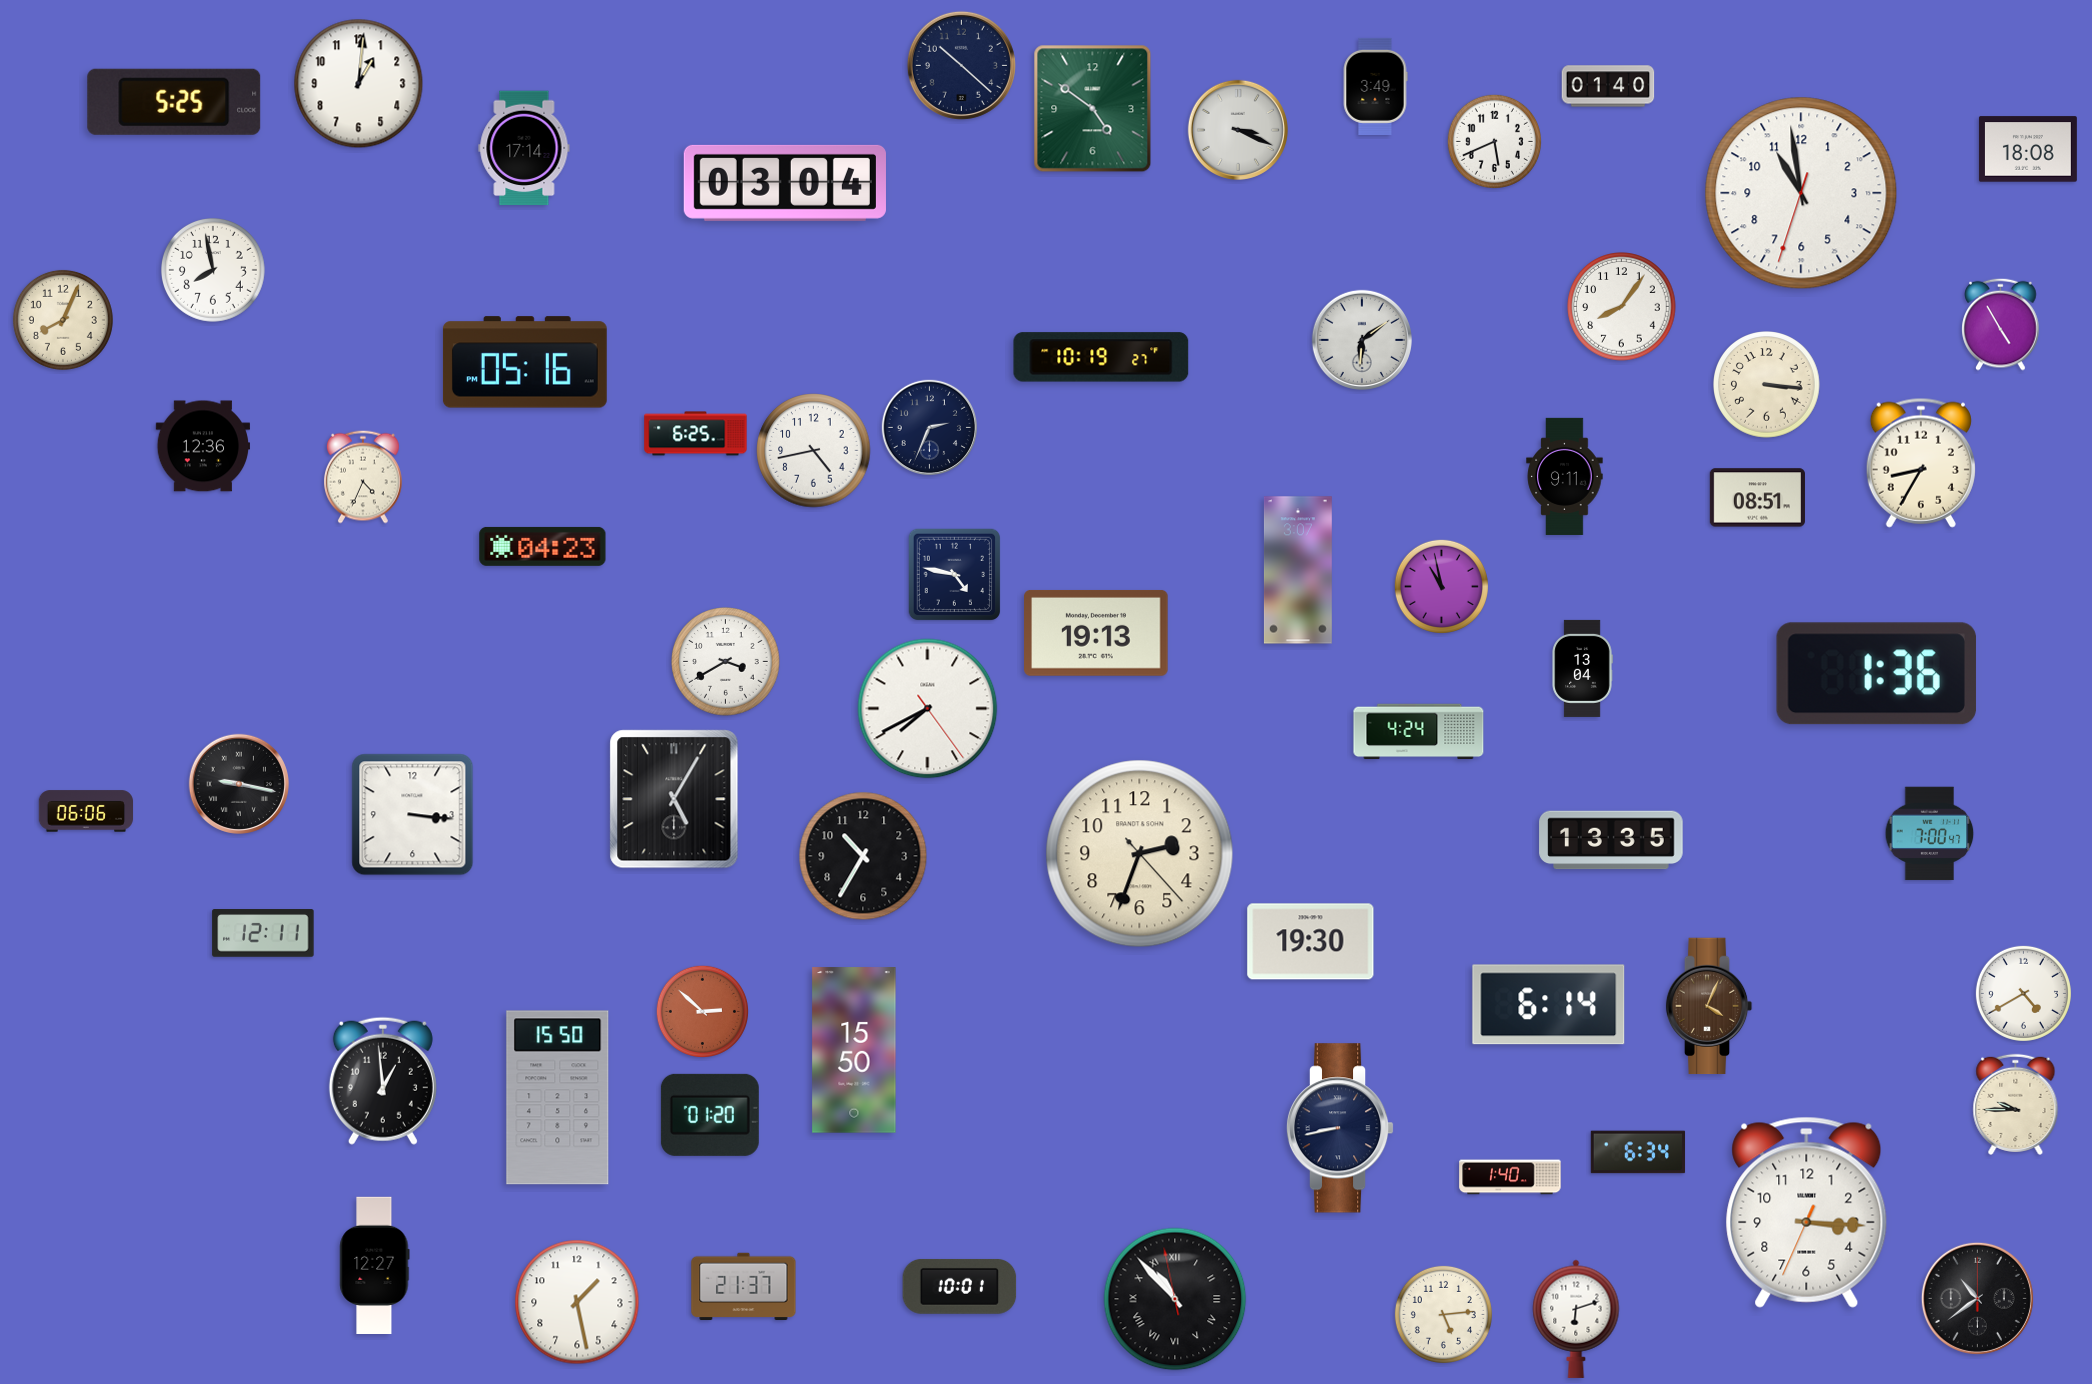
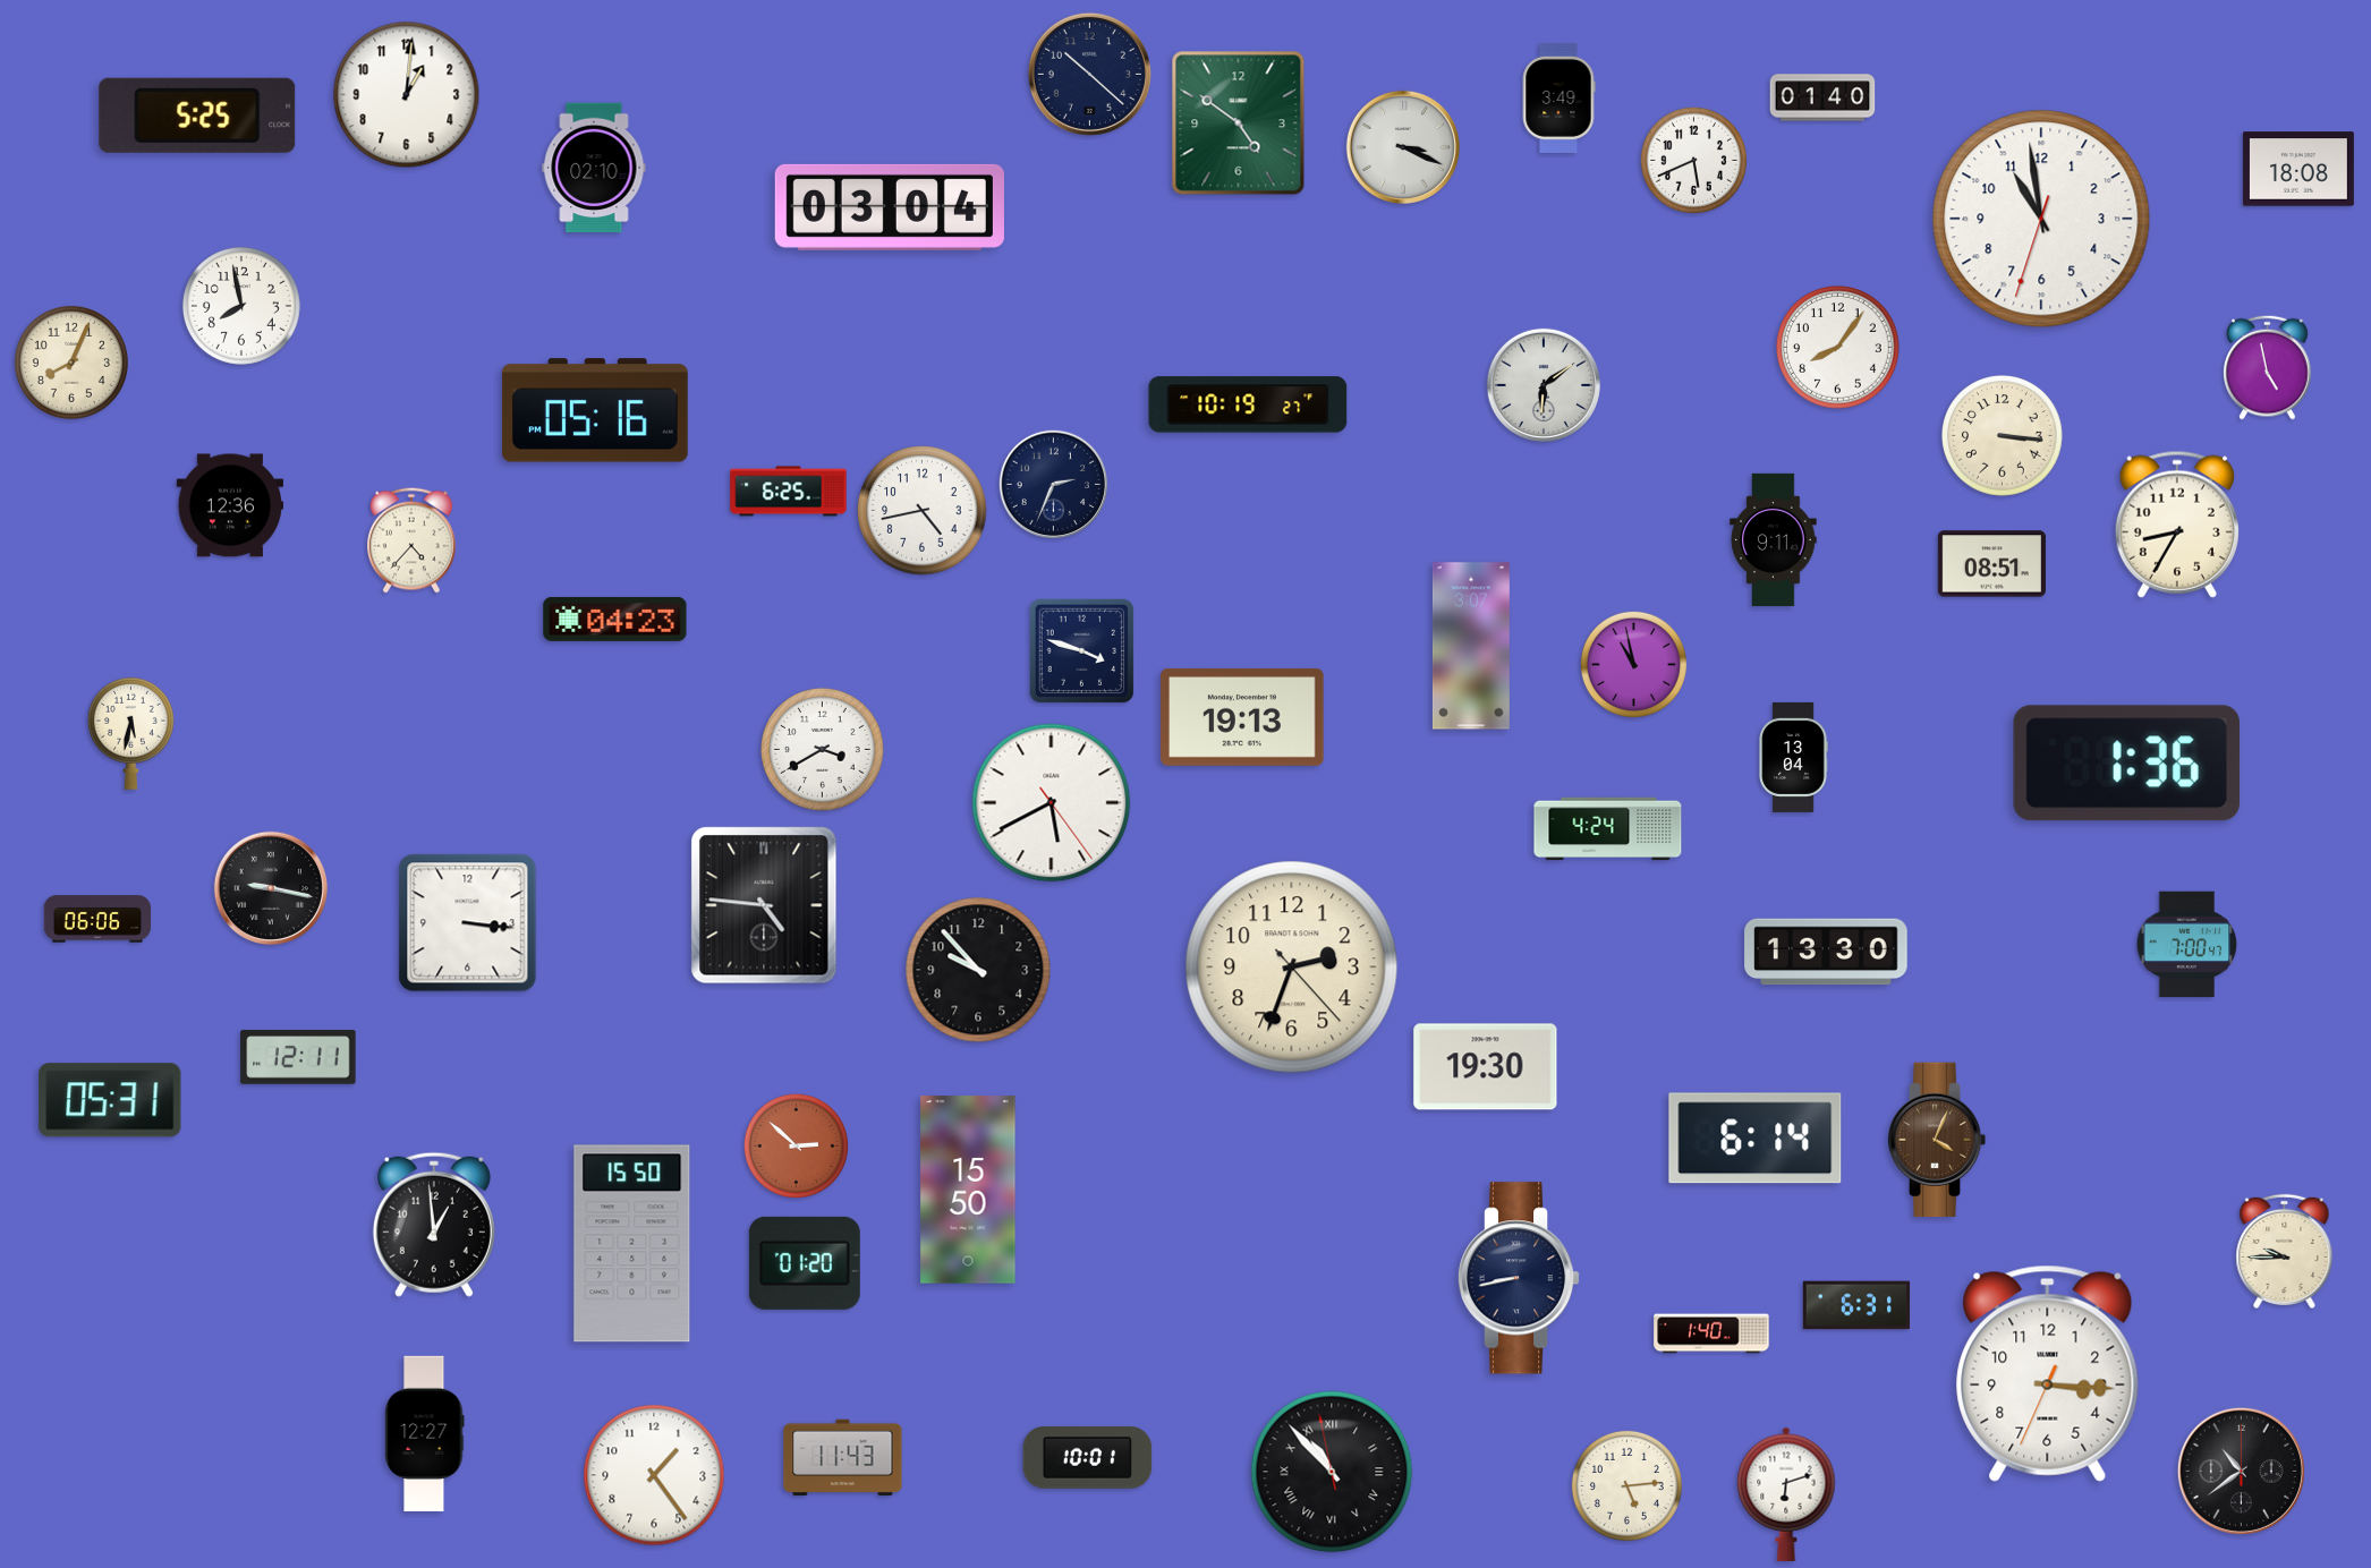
clock at (524, 148): 17:14 -> 02:10
clock at (2001, 324): 4:55 -> 4:58
clock at (364, 477): 4:34 -> 4:37
clock at (955, 575): 4:47 -> 3:48
clock at (130, 733): none -> 5:32
clock at (928, 709): 7:40 -> 5:40
clock at (674, 799): 5:05 -> 4:46
clock at (1611, 840): 13:35 -> 13:30
clock at (863, 856): 10:35 -> 9:53
clock at (110, 1100): none -> 05:31
clock at (2023, 993): 4:40 -> none
clock at (1638, 1152): 6:34 -> 6:31
clock at (744, 1287): 21:37 -> 11:43
clock at (577, 1302): 1:28 -> 1:24
clock at (1443, 1314) position: (1443, 1314) -> (1626, 1485)
